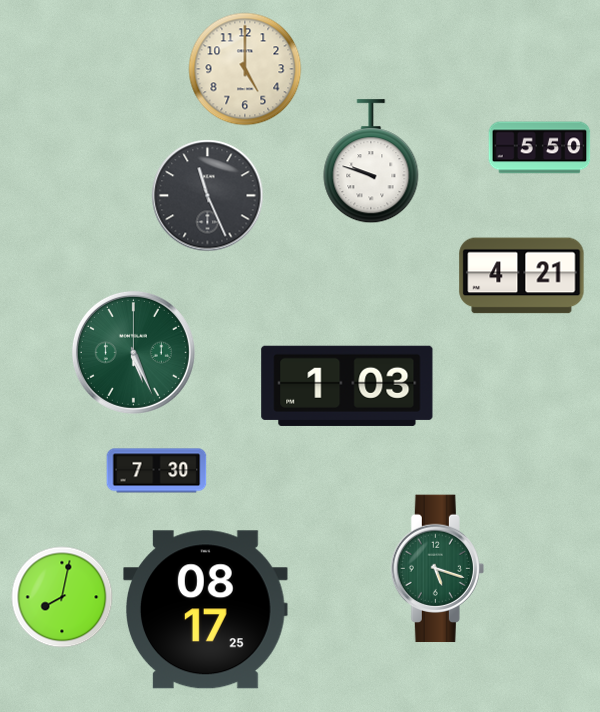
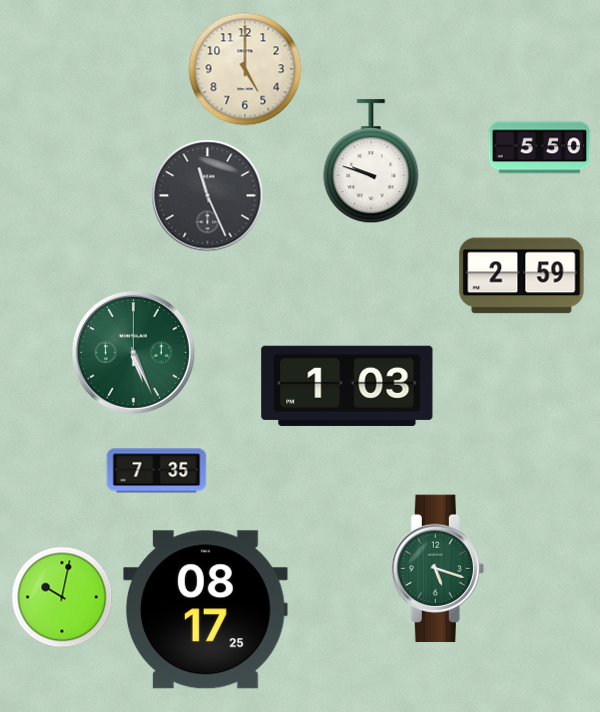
clock at (522, 276): 4:21 -> 2:59
clock at (157, 471): 7:30 -> 7:35
clock at (62, 597): 8:02 -> 10:02
